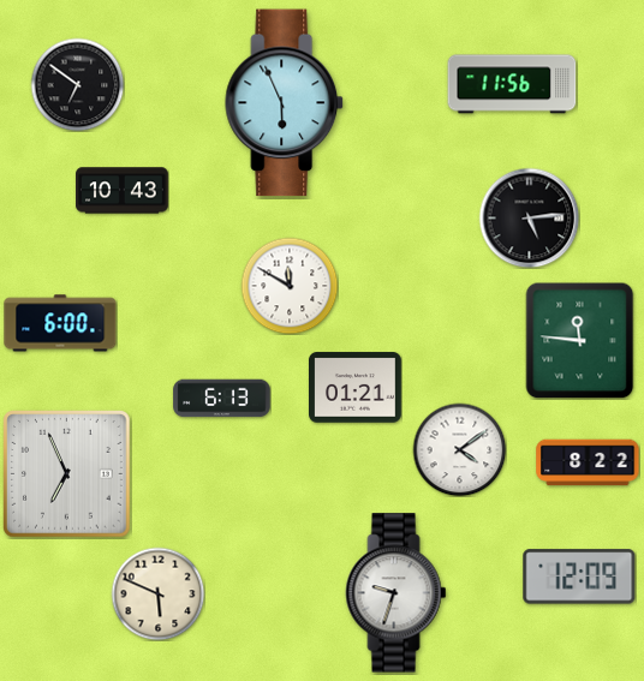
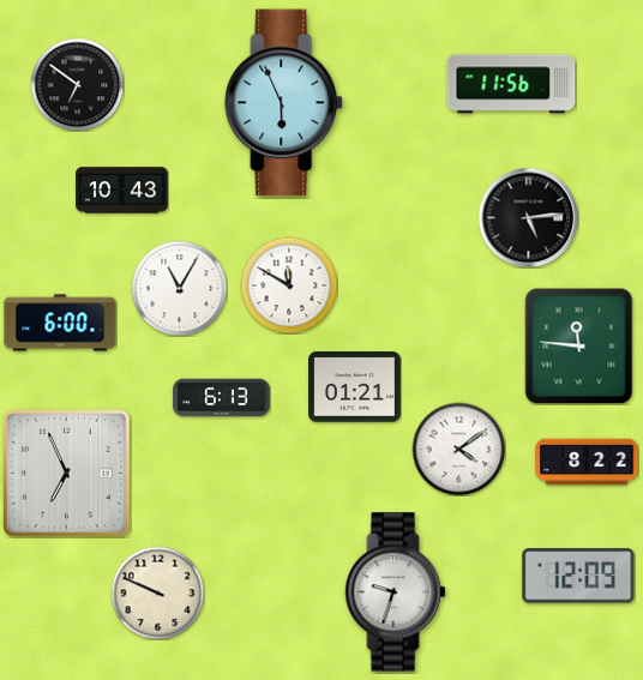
clock at (179, 288): none -> 11:05
clock at (580, 340) position: (580, 340) -> (579, 345)
clock at (157, 593): 5:49 -> 9:49
